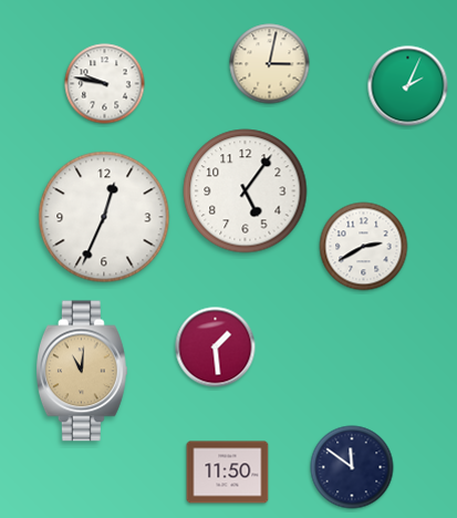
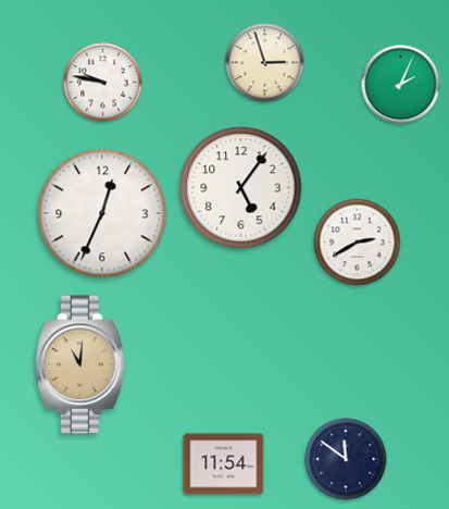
clock at (270, 64): 3:02 -> 2:57
clock at (216, 348): 1:29 -> none
clock at (228, 473): 11:50 -> 11:54
